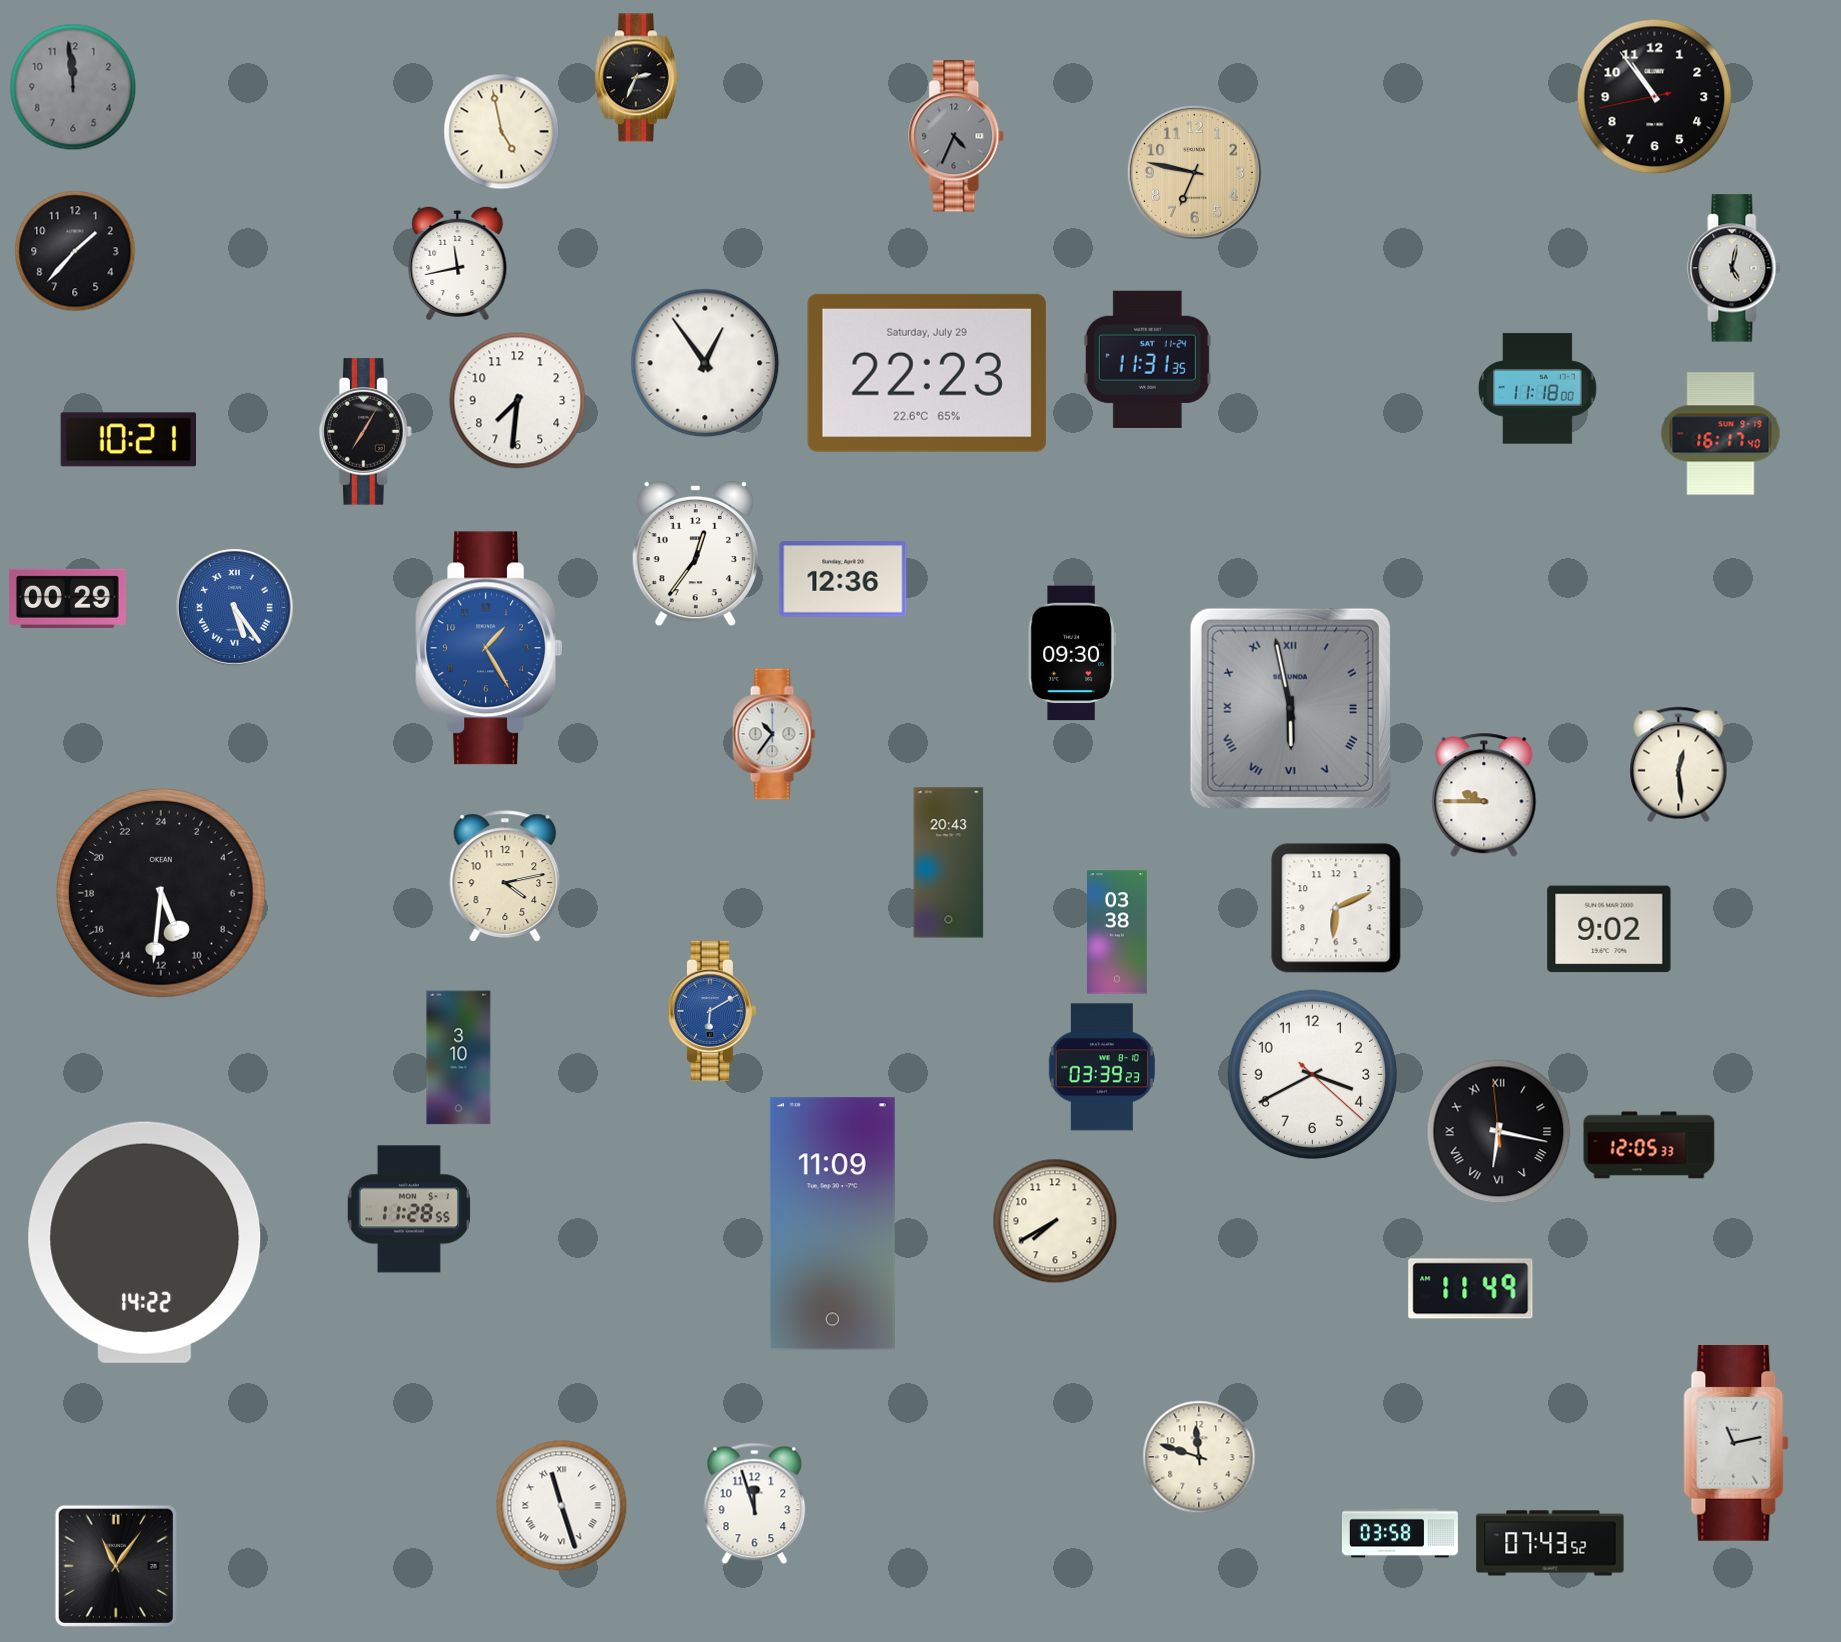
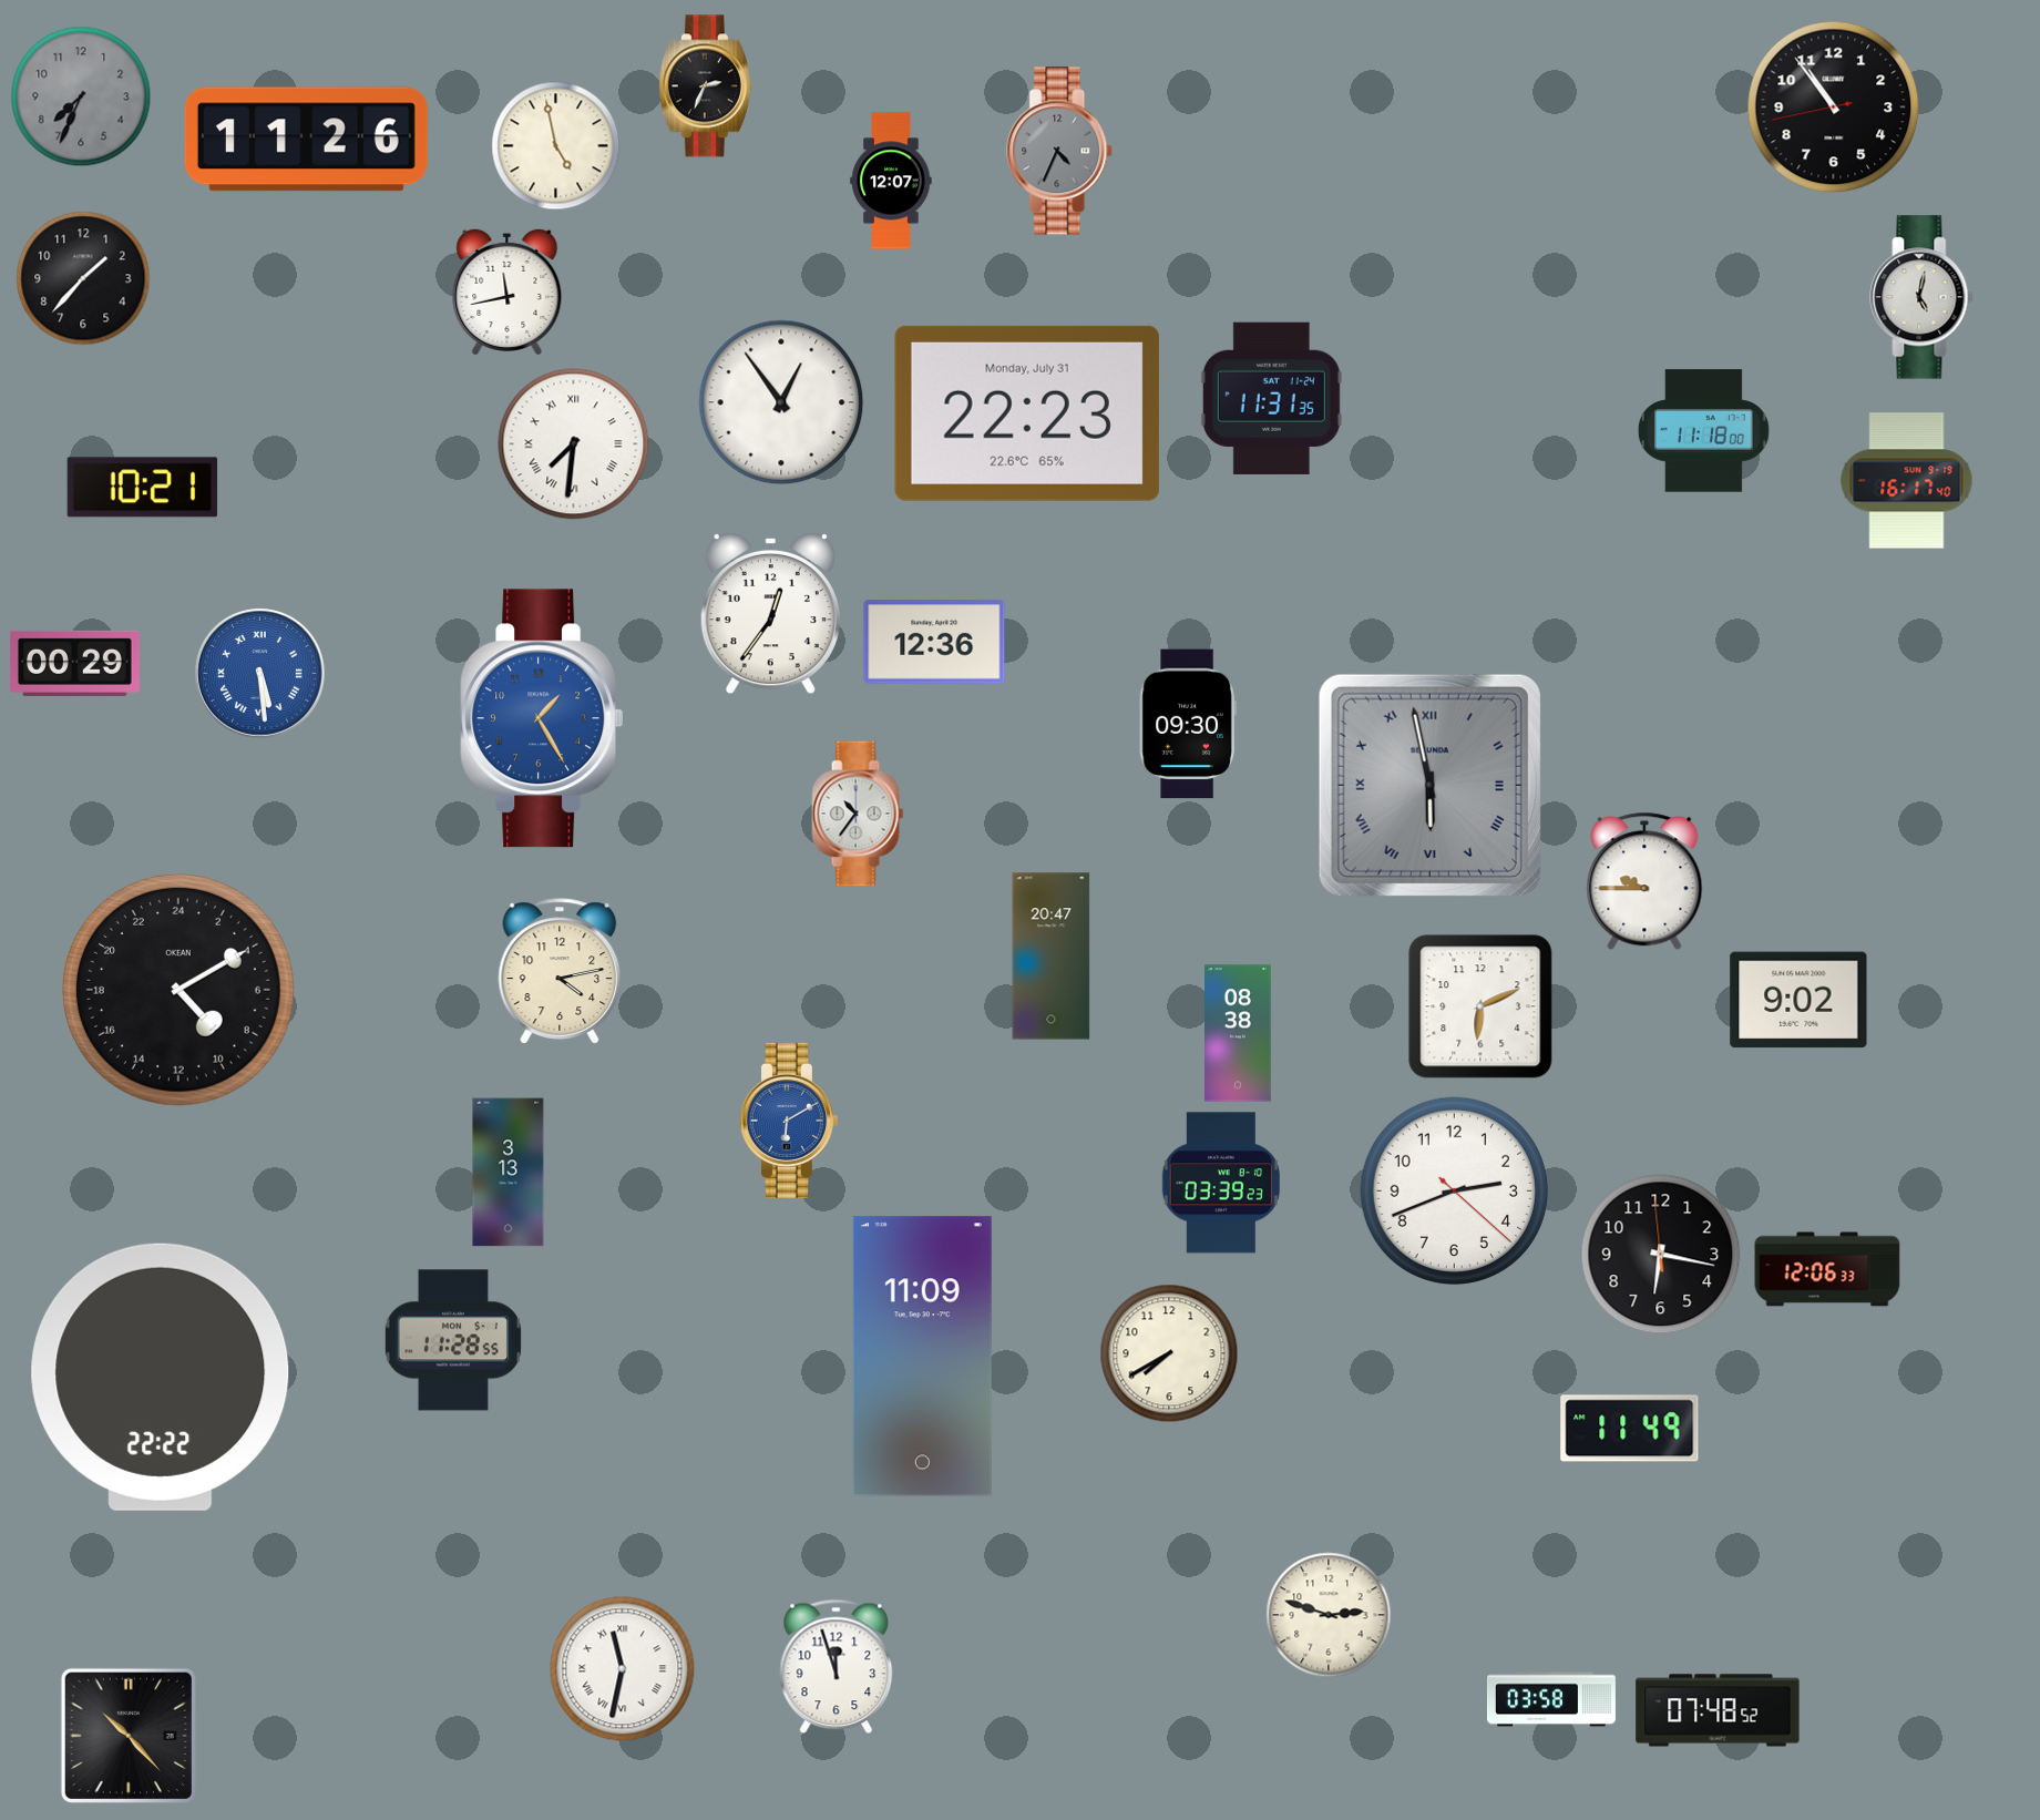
clock at (73, 87): 11:59 -> 7:34
clock at (306, 140): none -> 11:26
clock at (891, 181): none -> 12:07
clock at (1194, 172): 6:47 -> none
clock at (927, 373) date: Saturday, July 29 -> Monday, July 31
clock at (518, 401) numerals: Arabic -> Roman
clock at (366, 432): 7:05 -> none
clock at (235, 608): 5:24 -> 5:29
clock at (1679, 765): 12:29 -> none
clock at (949, 863): 20:43 -> 20:47
clock at (161, 893): 10:31 -> 9:10
clock at (1609, 929) position: (1609, 929) -> (1798, 1000)
clock at (1118, 932): 03:38 -> 08:38
clock at (459, 1058): 3:10 -> 3:13
clock at (1312, 1074): 3:40 -> 2:41
clock at (1499, 1132) numerals: Roman -> Arabic
clock at (1649, 1145): 12:05 -> 12:06
clock at (145, 1242): 14:22 -> 22:22
clock at (1736, 1443): 11:13 -> none
clock at (1199, 1457): 11:48 -> 2:48
clock at (562, 1506): 11:27 -> 11:32
clock at (1550, 1543): 07:43 -> 07:48
clock at (116, 1566): 11:06 -> 10:23
